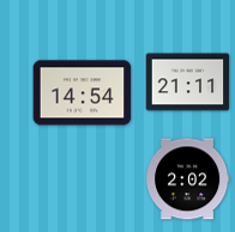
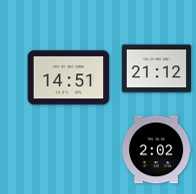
clock at (188, 83): 21:11 -> 21:12
clock at (83, 93): 14:54 -> 14:51
